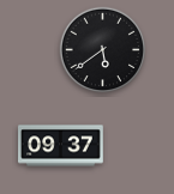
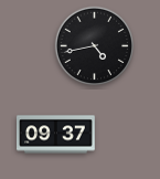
clock at (103, 50): 5:39 -> 4:43
